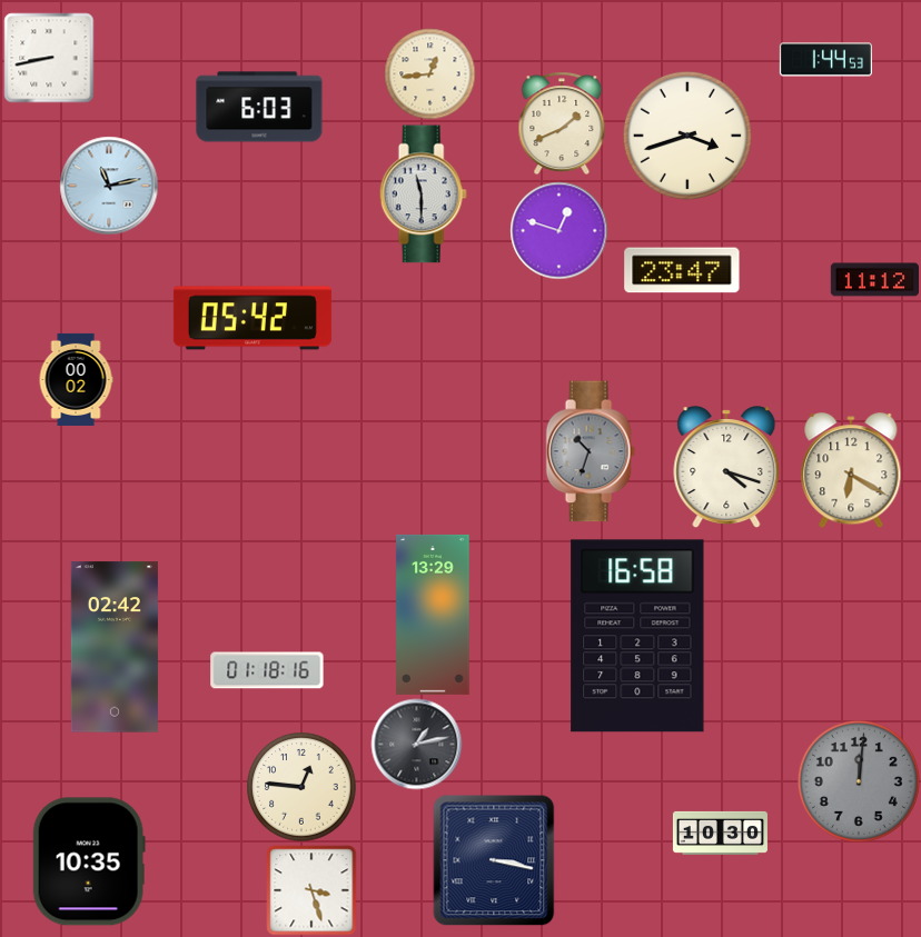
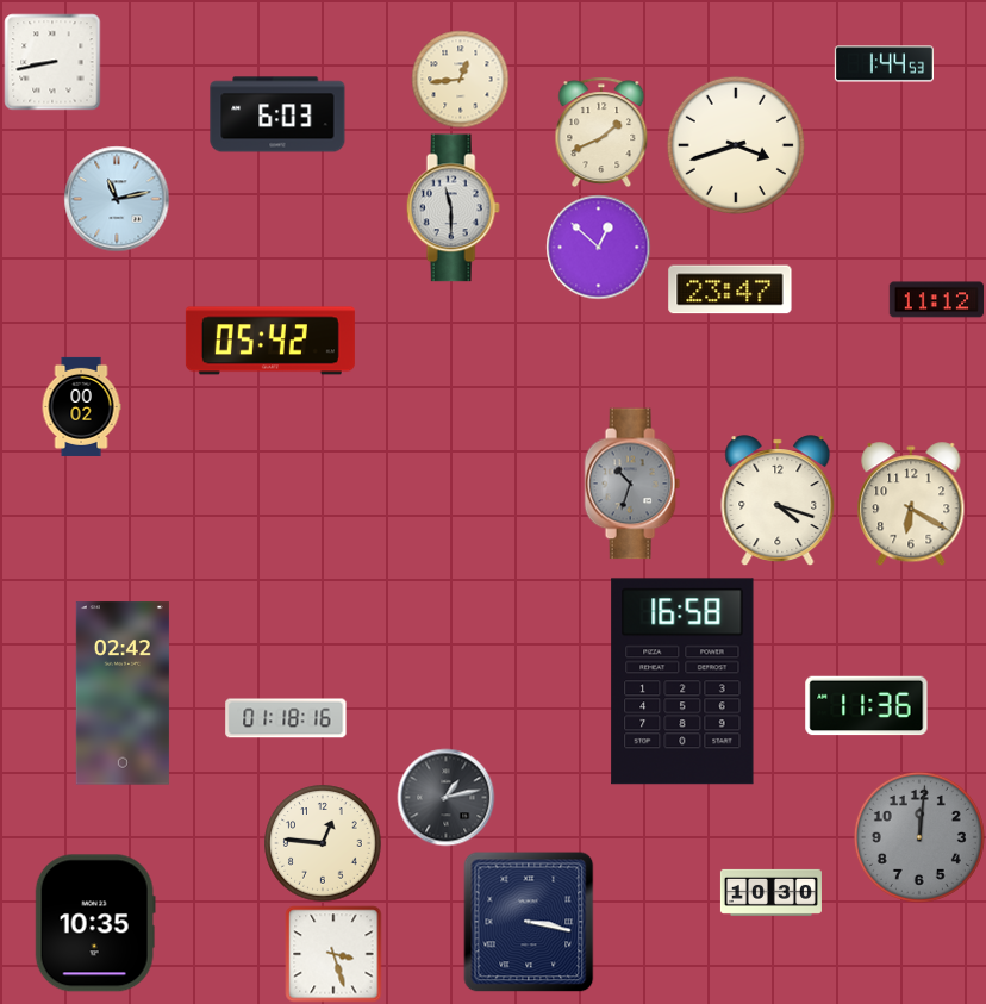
clock at (558, 230): 12:48 -> 12:52
clock at (433, 615): 13:29 -> none
clock at (867, 706): none -> 11:36
